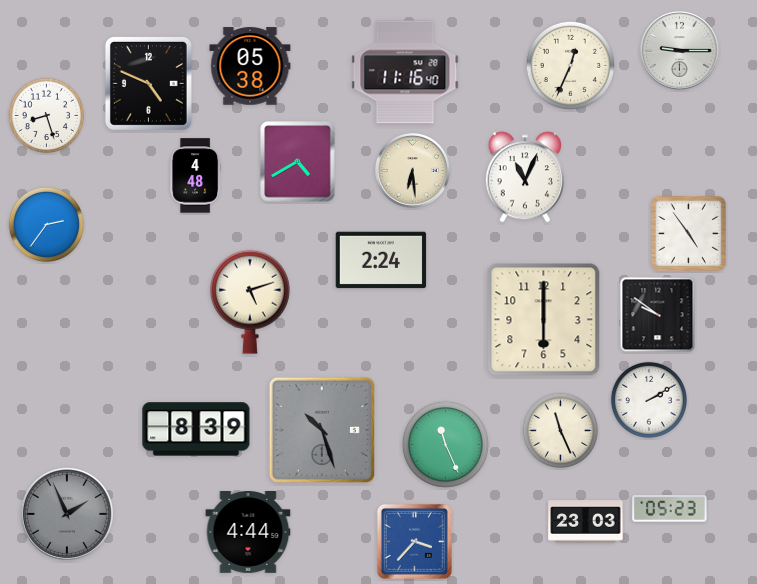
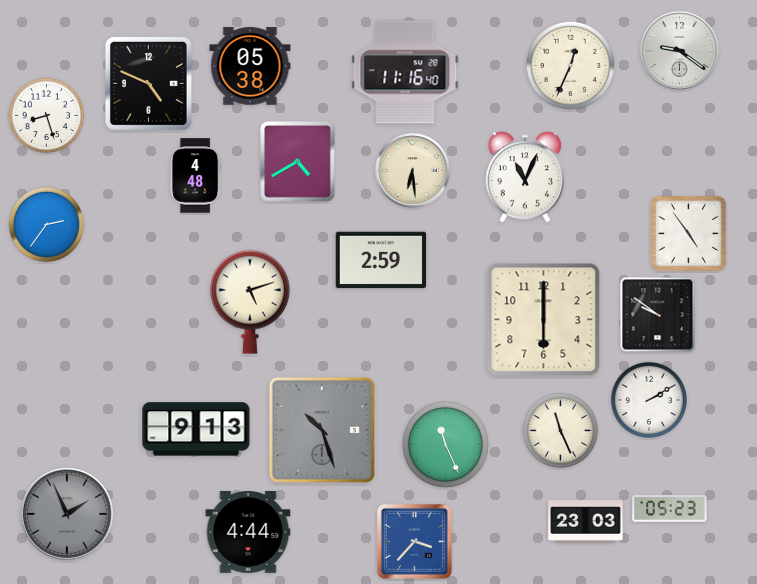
clock at (679, 50): 9:15 -> 9:21
clock at (381, 260): 2:24 -> 2:59
clock at (196, 429): 8:39 -> 9:13
